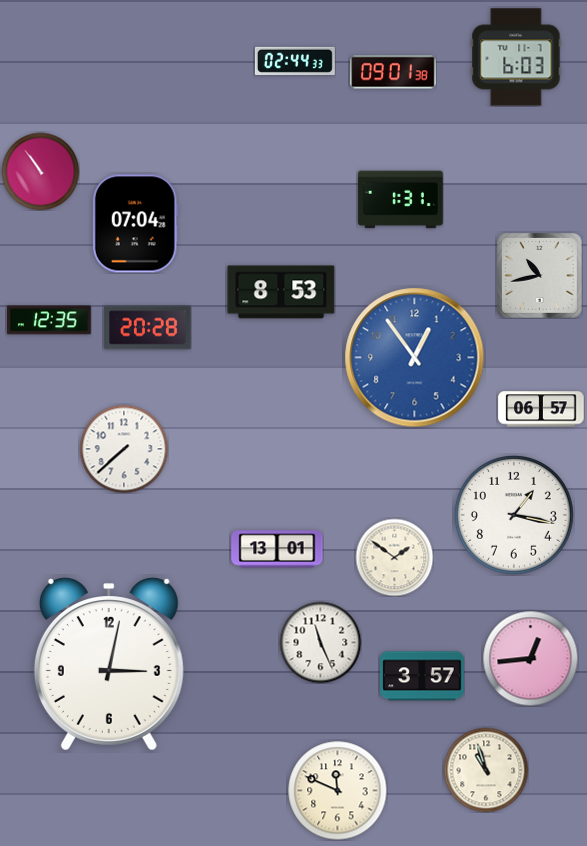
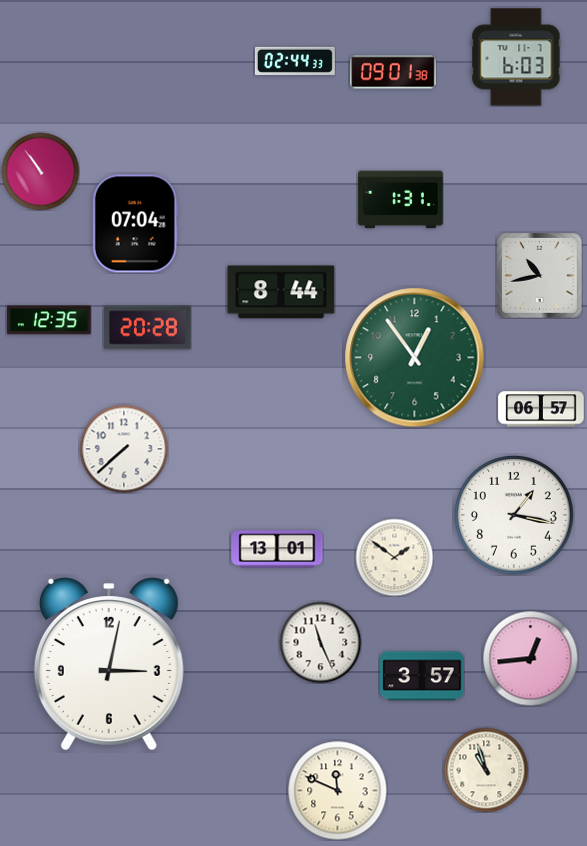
clock at (281, 292): 8:53 -> 8:44
clock at (415, 358) dial: blue -> green
